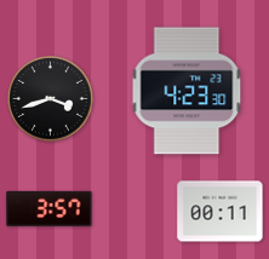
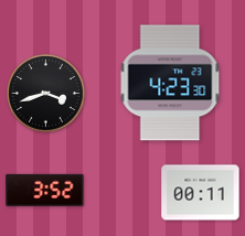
clock at (51, 99) position: (51, 99) -> (46, 94)
clock at (50, 208): 3:57 -> 3:52
